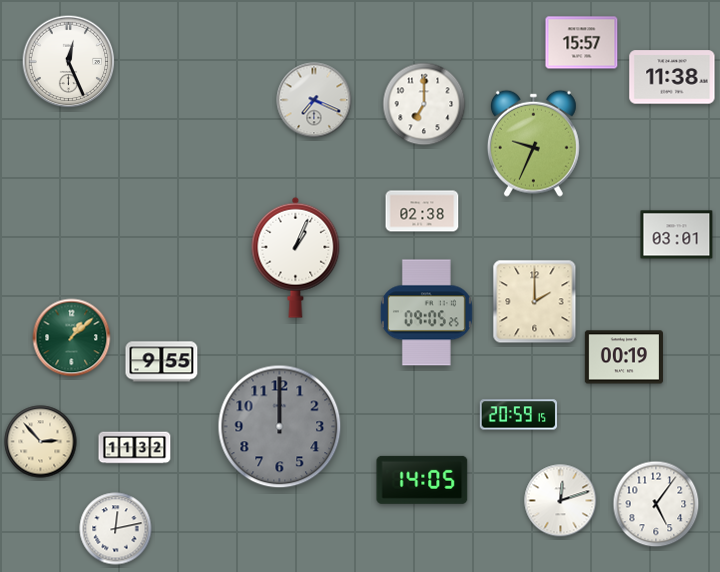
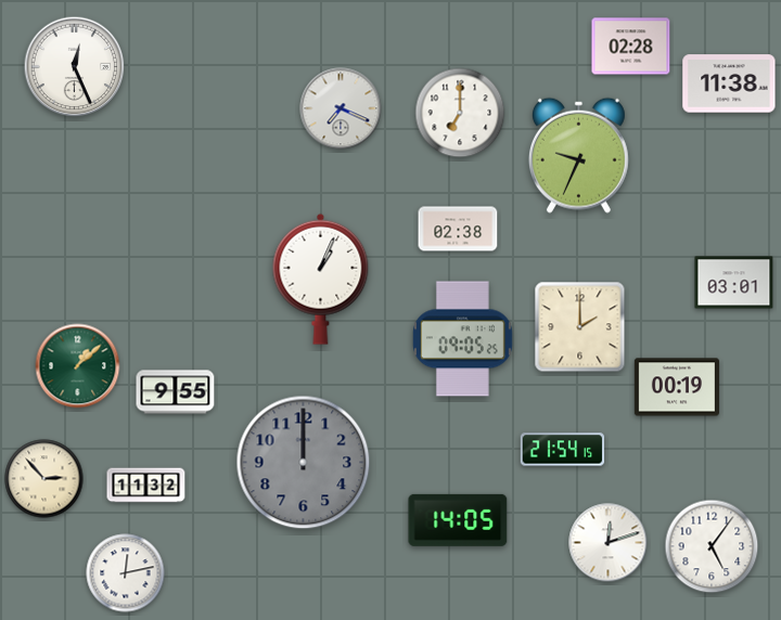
clock at (582, 43): 15:57 -> 02:28
clock at (677, 235) position: (677, 235) -> (734, 283)
clock at (519, 415): 20:59 -> 21:54
